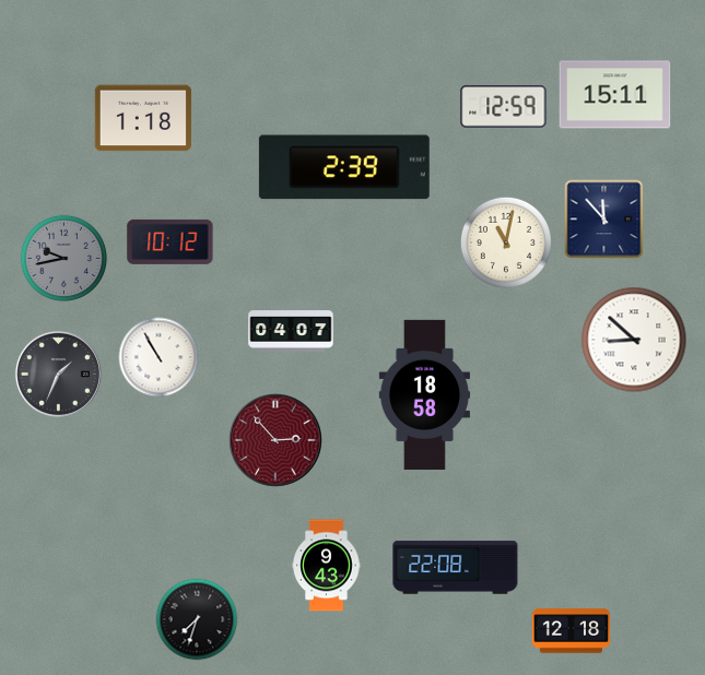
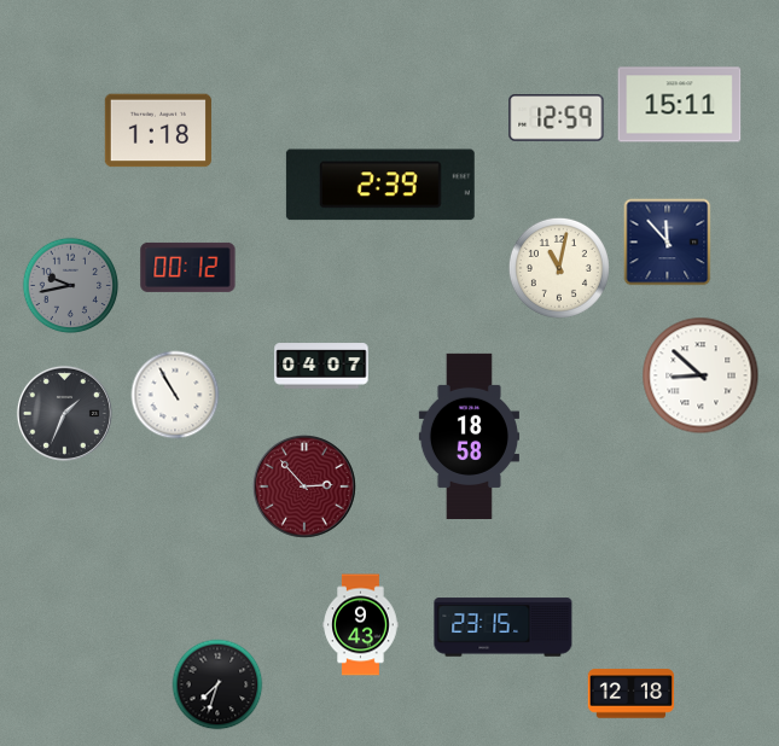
clock at (171, 241): 10:12 -> 00:12
clock at (456, 568): 22:08 -> 23:15
clock at (572, 631) position: (572, 631) -> (632, 694)
